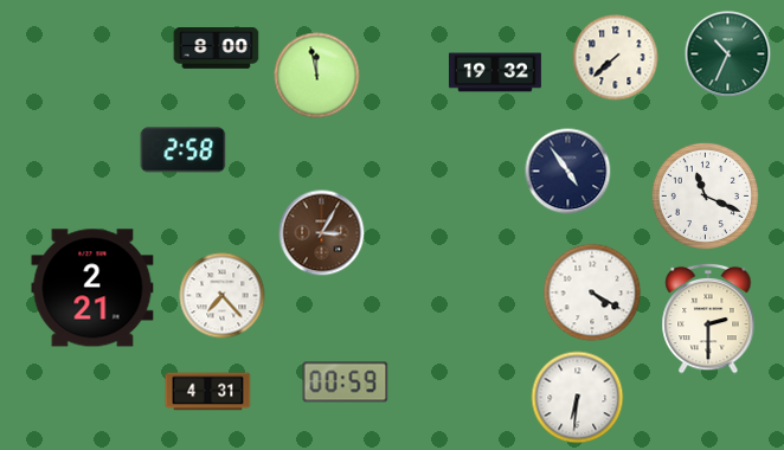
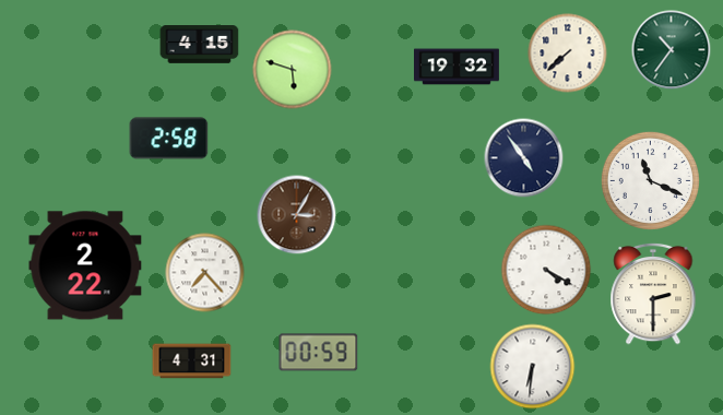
clock at (217, 49): 8:00 -> 4:15
clock at (728, 54): 10:34 -> 10:36
clock at (317, 76): 11:58 -> 5:48
clock at (92, 288): 2:21 -> 2:22
